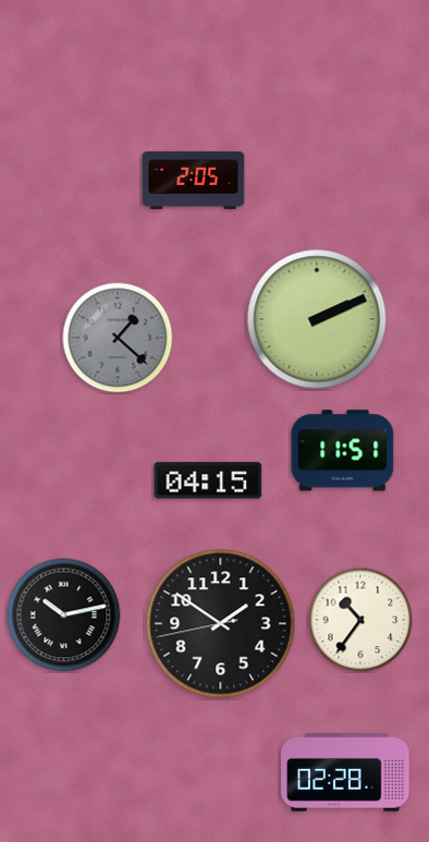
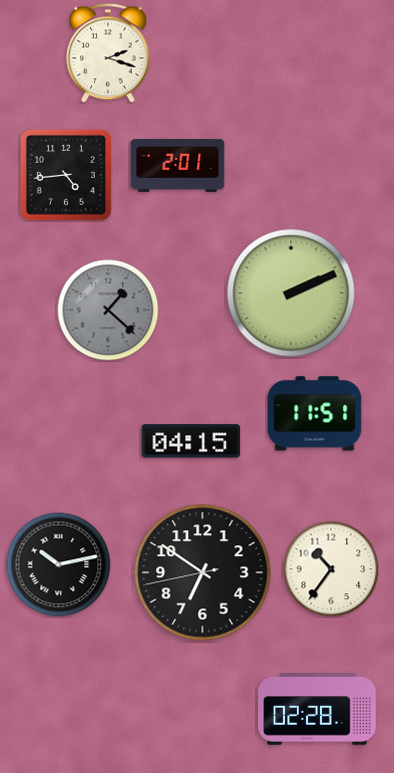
clock at (108, 53): none -> 2:18
clock at (194, 180): 2:05 -> 2:01
clock at (66, 175): none -> 4:44
clock at (221, 624): 1:50 -> 6:50
